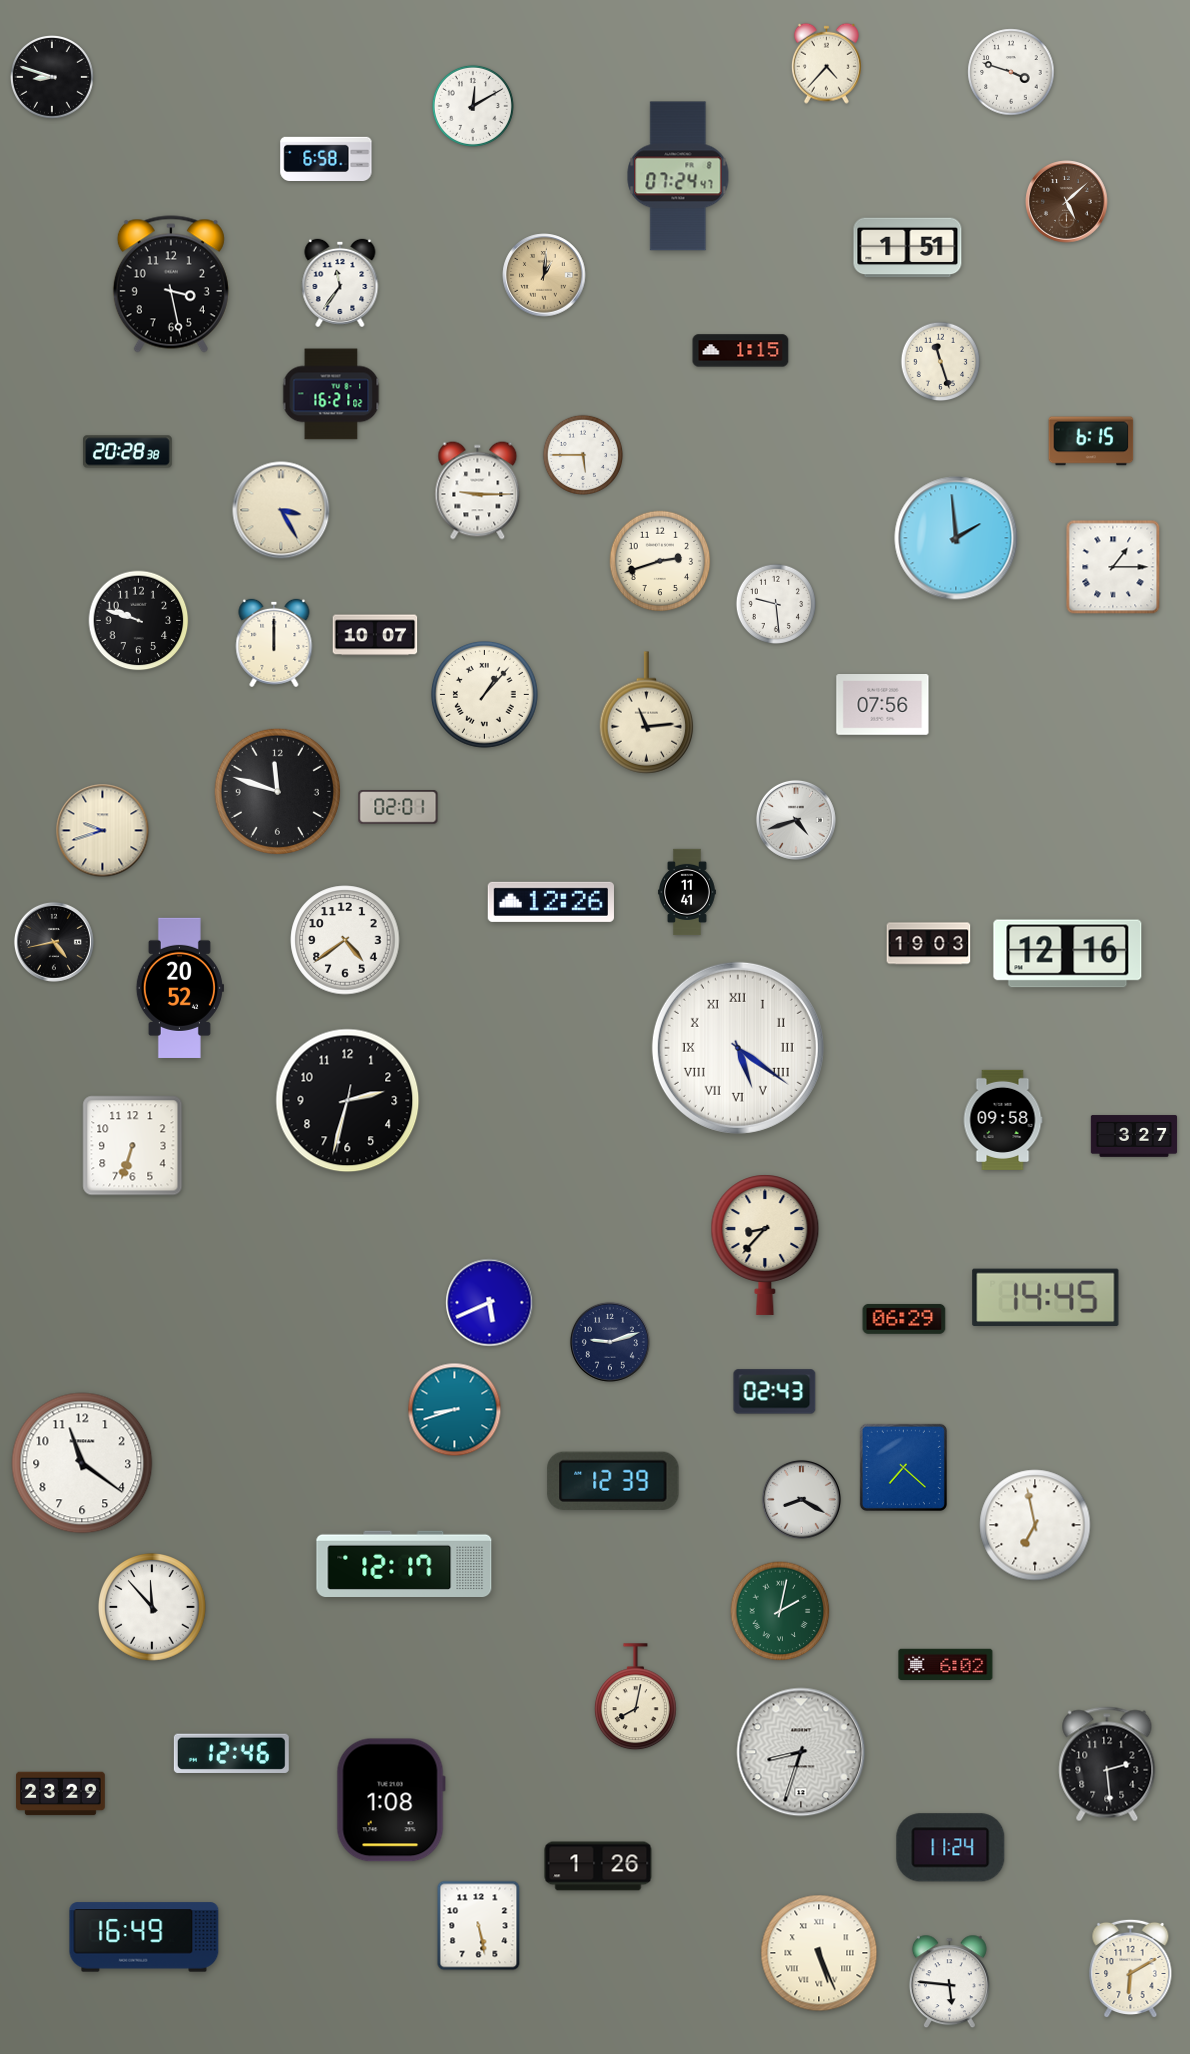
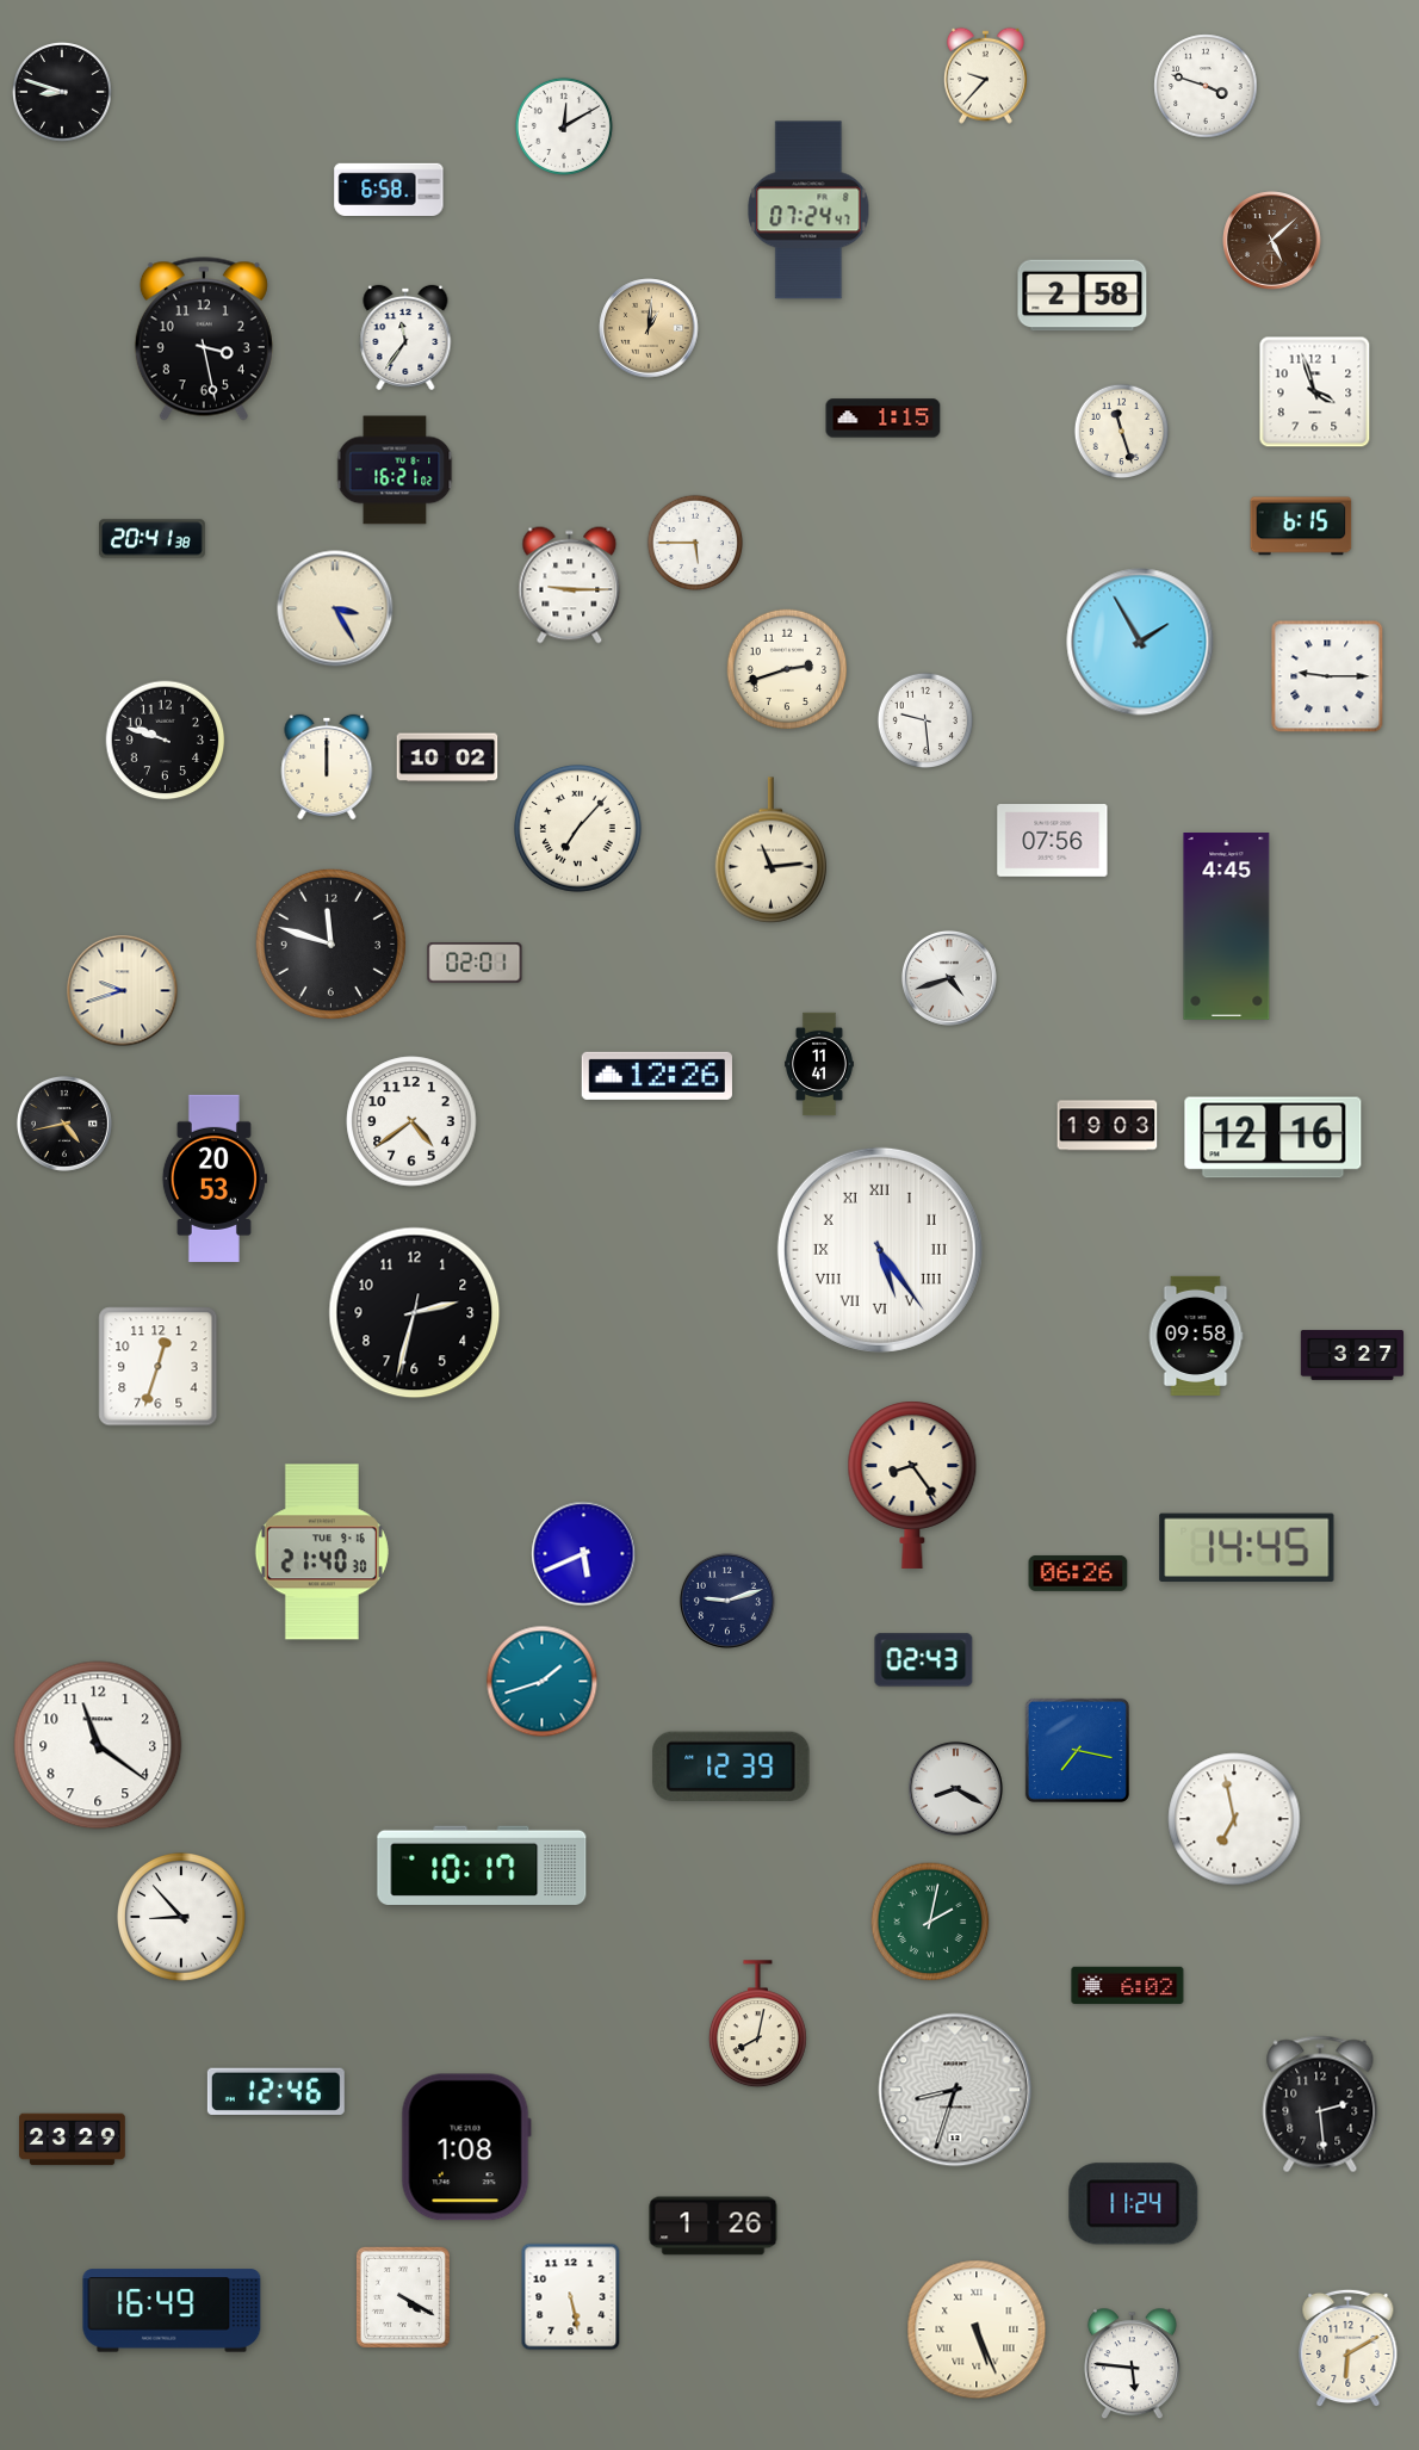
clock at (826, 63): 4:37 -> 9:37
clock at (908, 248): 1:51 -> 2:58
clock at (1315, 392): none -> 3:57
clock at (128, 452): 20:28 -> 20:41
clock at (956, 538): 1:59 -> 1:55
clock at (1113, 567): 1:15 -> 9:15
clock at (375, 635): 10:07 -> 10:02
clock at (484, 694): 1:07 -> 7:07
clock at (1227, 927): none -> 4:45
clock at (180, 988): 20:52 -> 20:53
clock at (738, 1048): 5:21 -> 5:24
clock at (133, 1146): 6:33 -> 12:33
clock at (765, 1245): 8:37 -> 8:24
clock at (322, 1552): none -> 21:40
clock at (904, 1319): 06:29 -> 06:26
clock at (455, 1410): 8:42 -> 1:42
clock at (903, 1467): 7:22 -> 7:17
clock at (404, 1563): 12:17 -> 10:17
clock at (153, 1608): 11:53 -> 8:53
clock at (403, 2297): none -> 4:20
